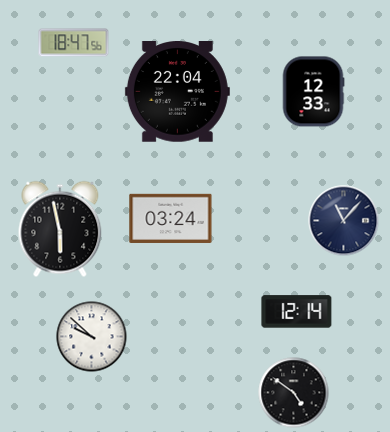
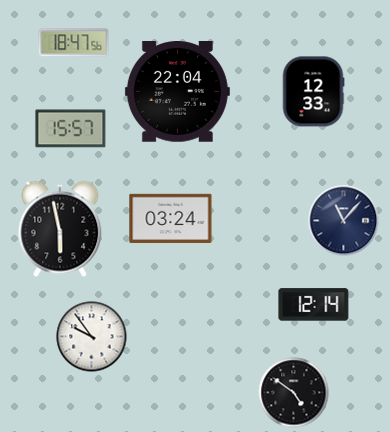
clock at (71, 129): none -> 15:57
clock at (297, 312) position: (297, 312) -> (314, 305)
clock at (92, 337): 9:52 -> 9:54
